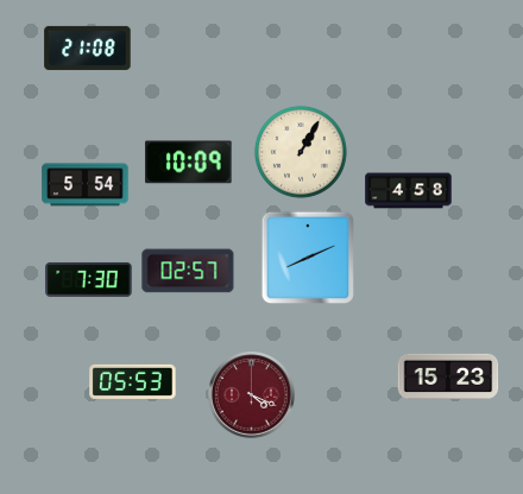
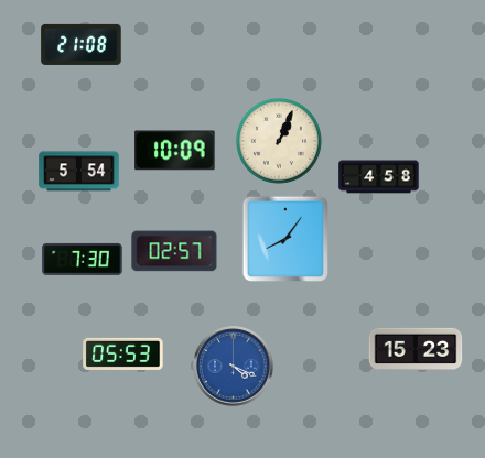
clock at (301, 152): 1:05 -> 1:04
clock at (307, 256): 8:11 -> 8:06
clock at (252, 395) dial: burgundy -> blue
